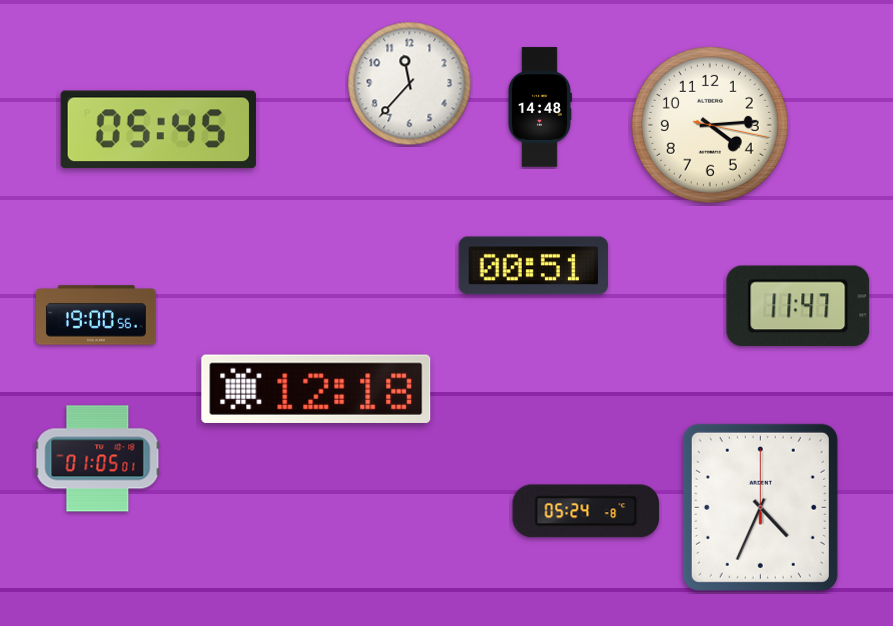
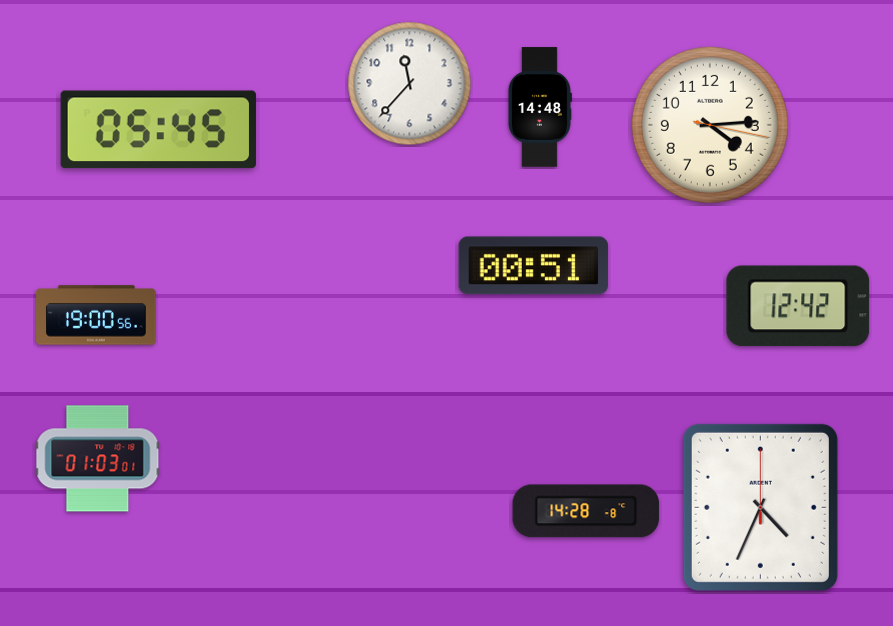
clock at (798, 306): 11:47 -> 12:42
clock at (316, 389): 12:18 -> none
clock at (98, 459): 01:05 -> 01:03
clock at (586, 511): 05:24 -> 14:28
